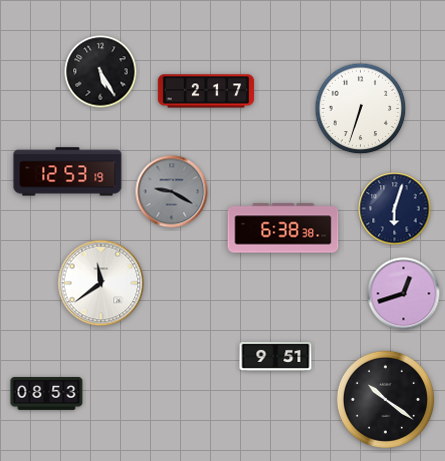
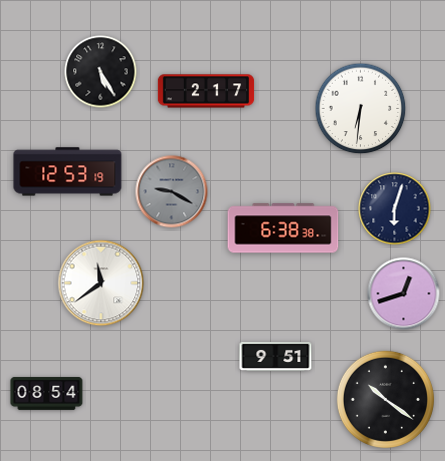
clock at (361, 109): 6:33 -> 6:31
clock at (47, 393): 08:53 -> 08:54
